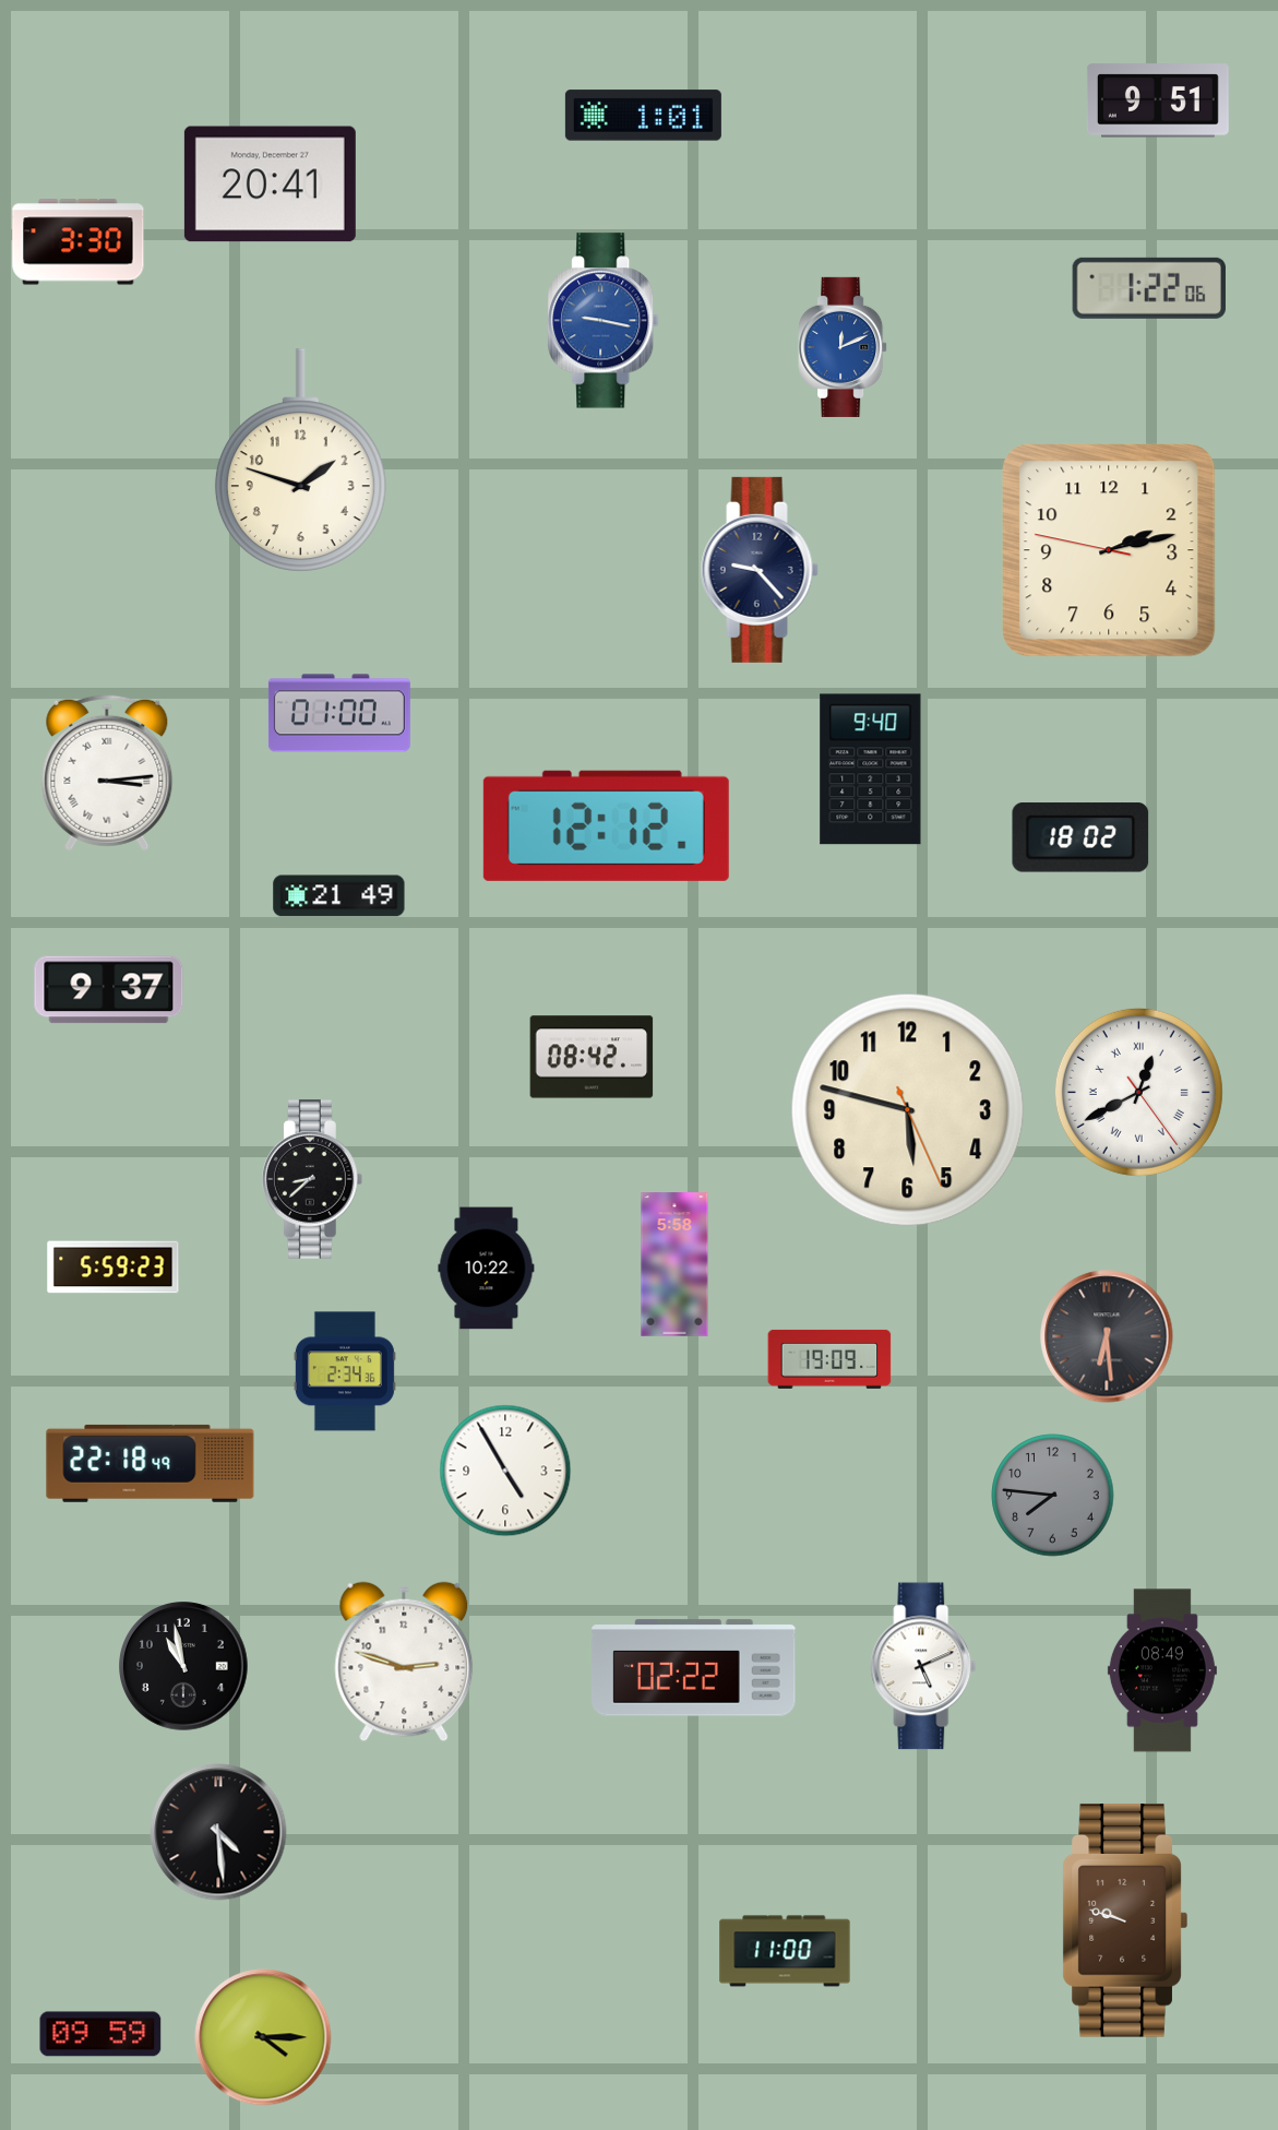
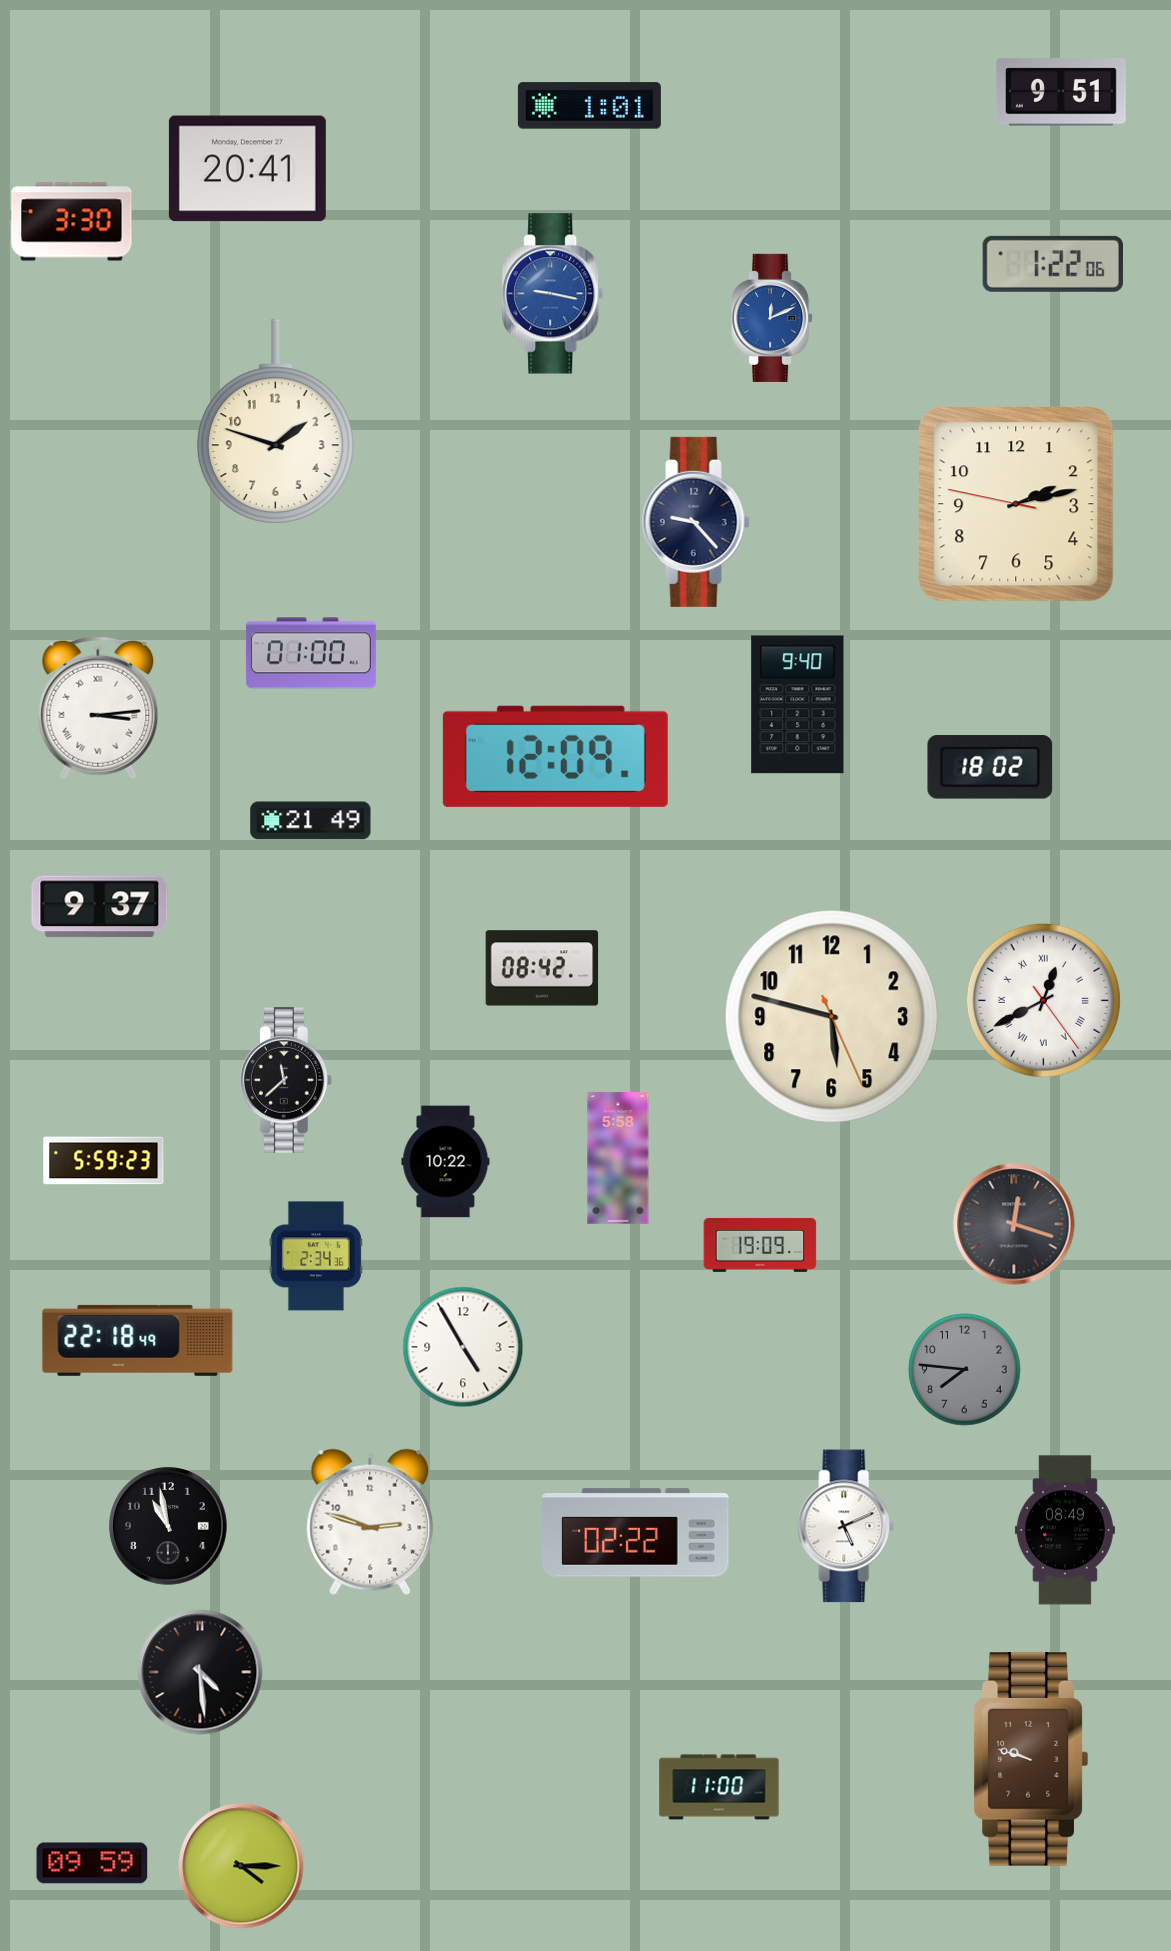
clock at (606, 825): 12:12 -> 12:09
clock at (313, 1179): 8:38 -> 11:38
clock at (1107, 1336): 6:29 -> 12:18
clock at (694, 1668) position: (694, 1668) -> (636, 1533)
clock at (218, 1832) position: (218, 1832) -> (200, 1672)
